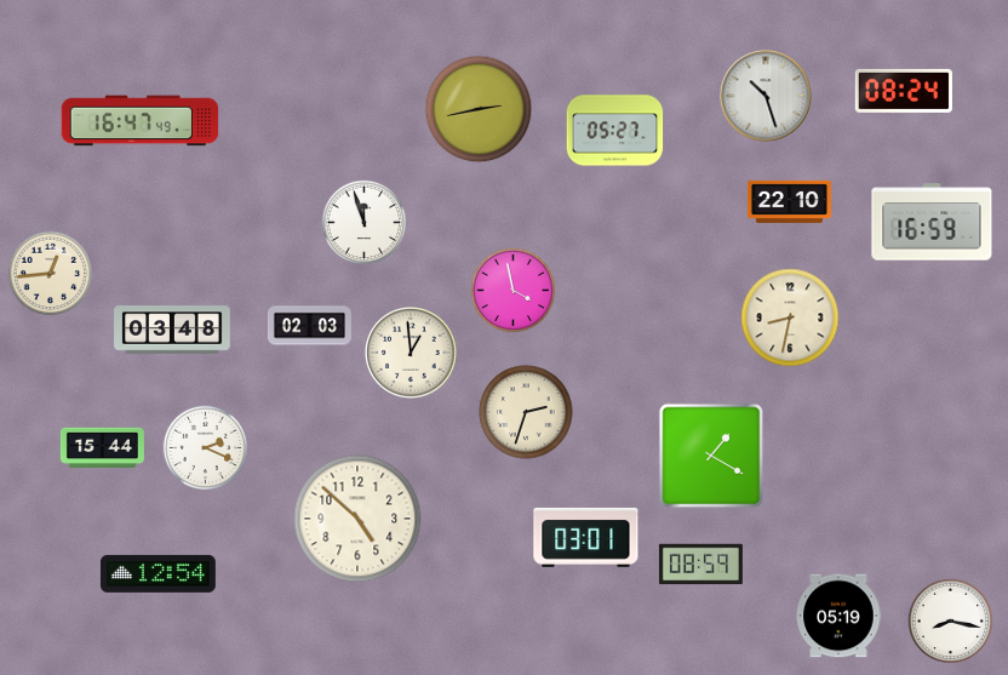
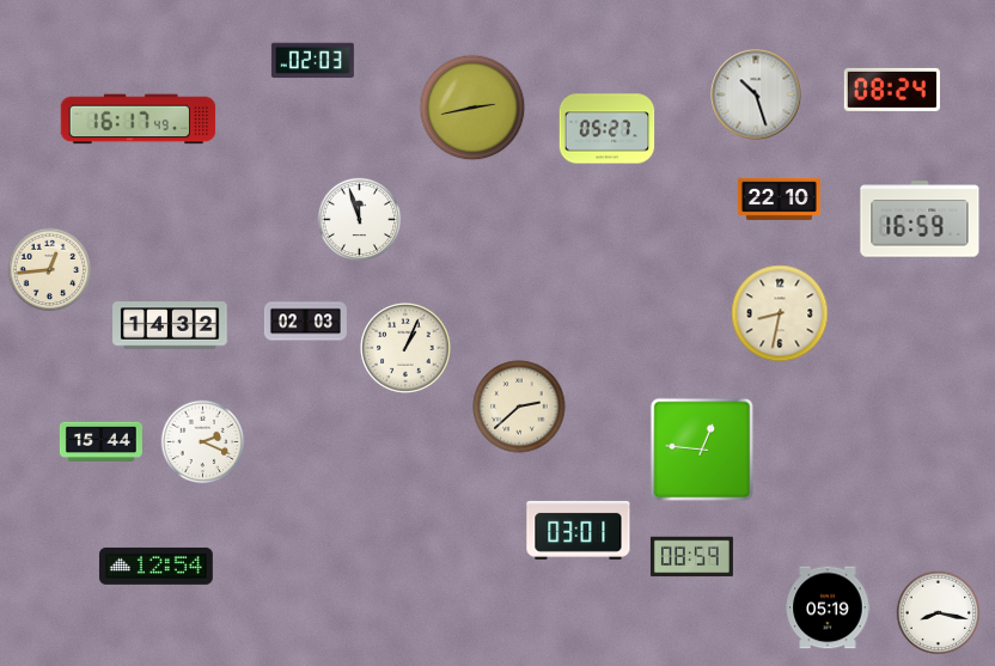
clock at (312, 61): none -> 02:03
clock at (141, 121): 16:47 -> 16:17
clock at (514, 291): 3:58 -> none
clock at (172, 330): 03:48 -> 14:32
clock at (411, 353): 12:59 -> 1:04
clock at (526, 412): 2:33 -> 2:38
clock at (711, 456): 1:20 -> 12:46
clock at (357, 519): 4:52 -> none
